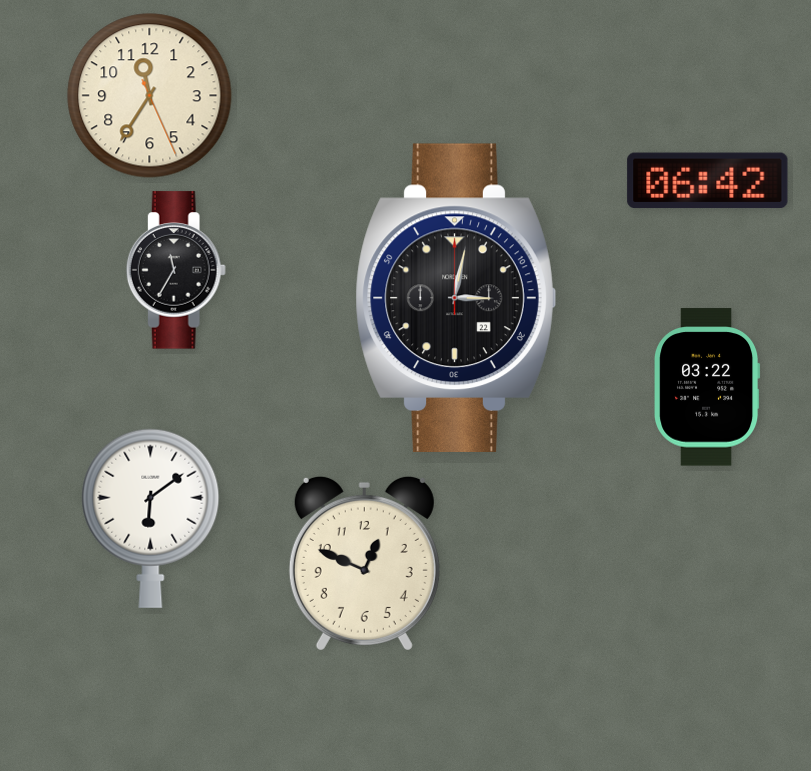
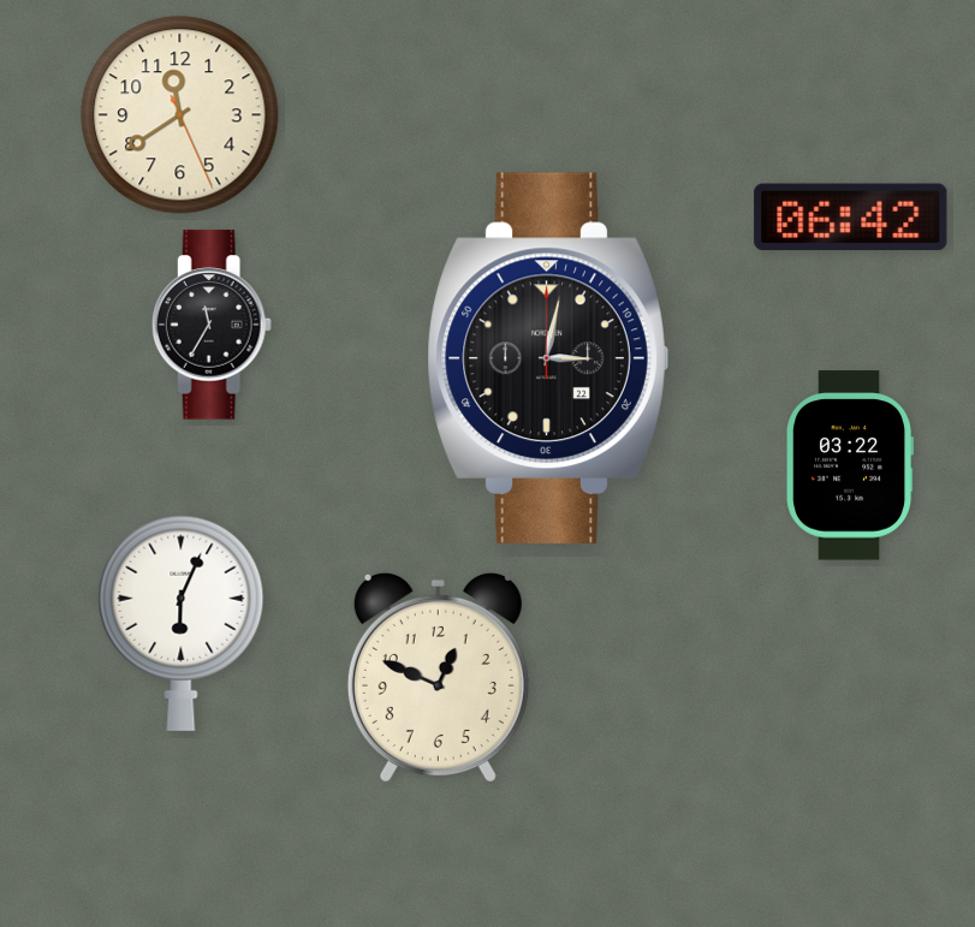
clock at (150, 96): 11:35 -> 11:39
clock at (151, 518): 6:09 -> 6:04
